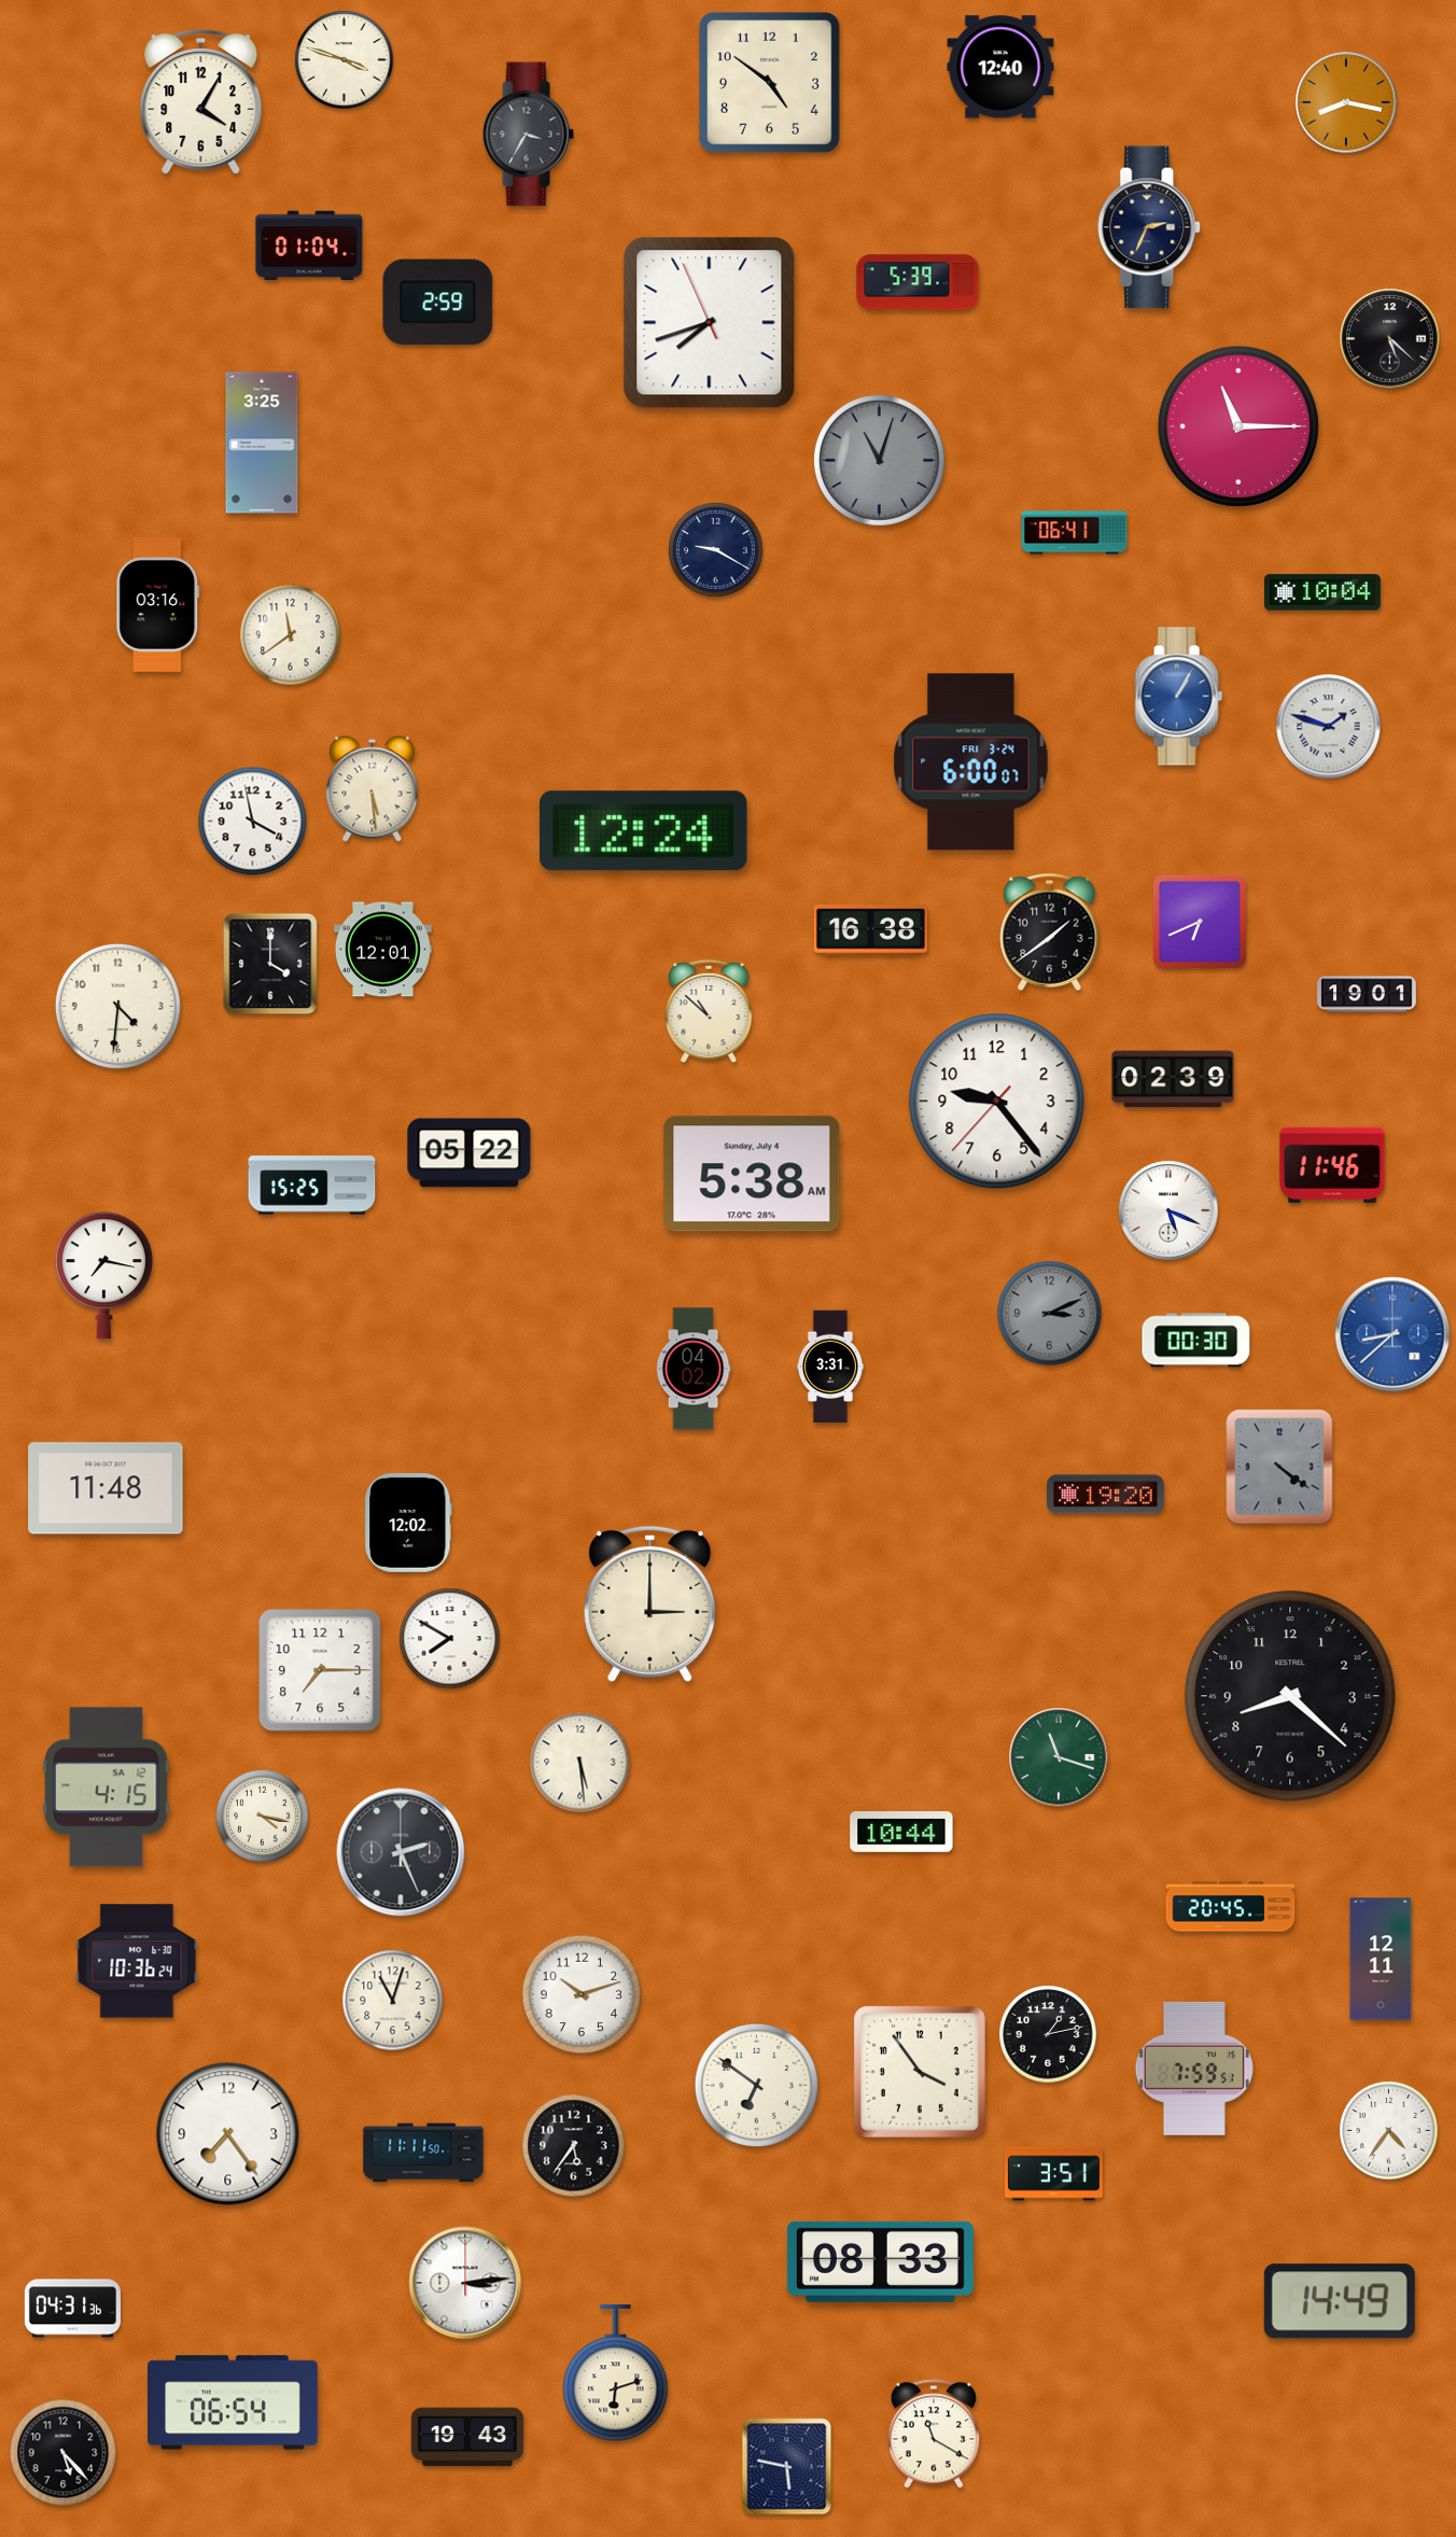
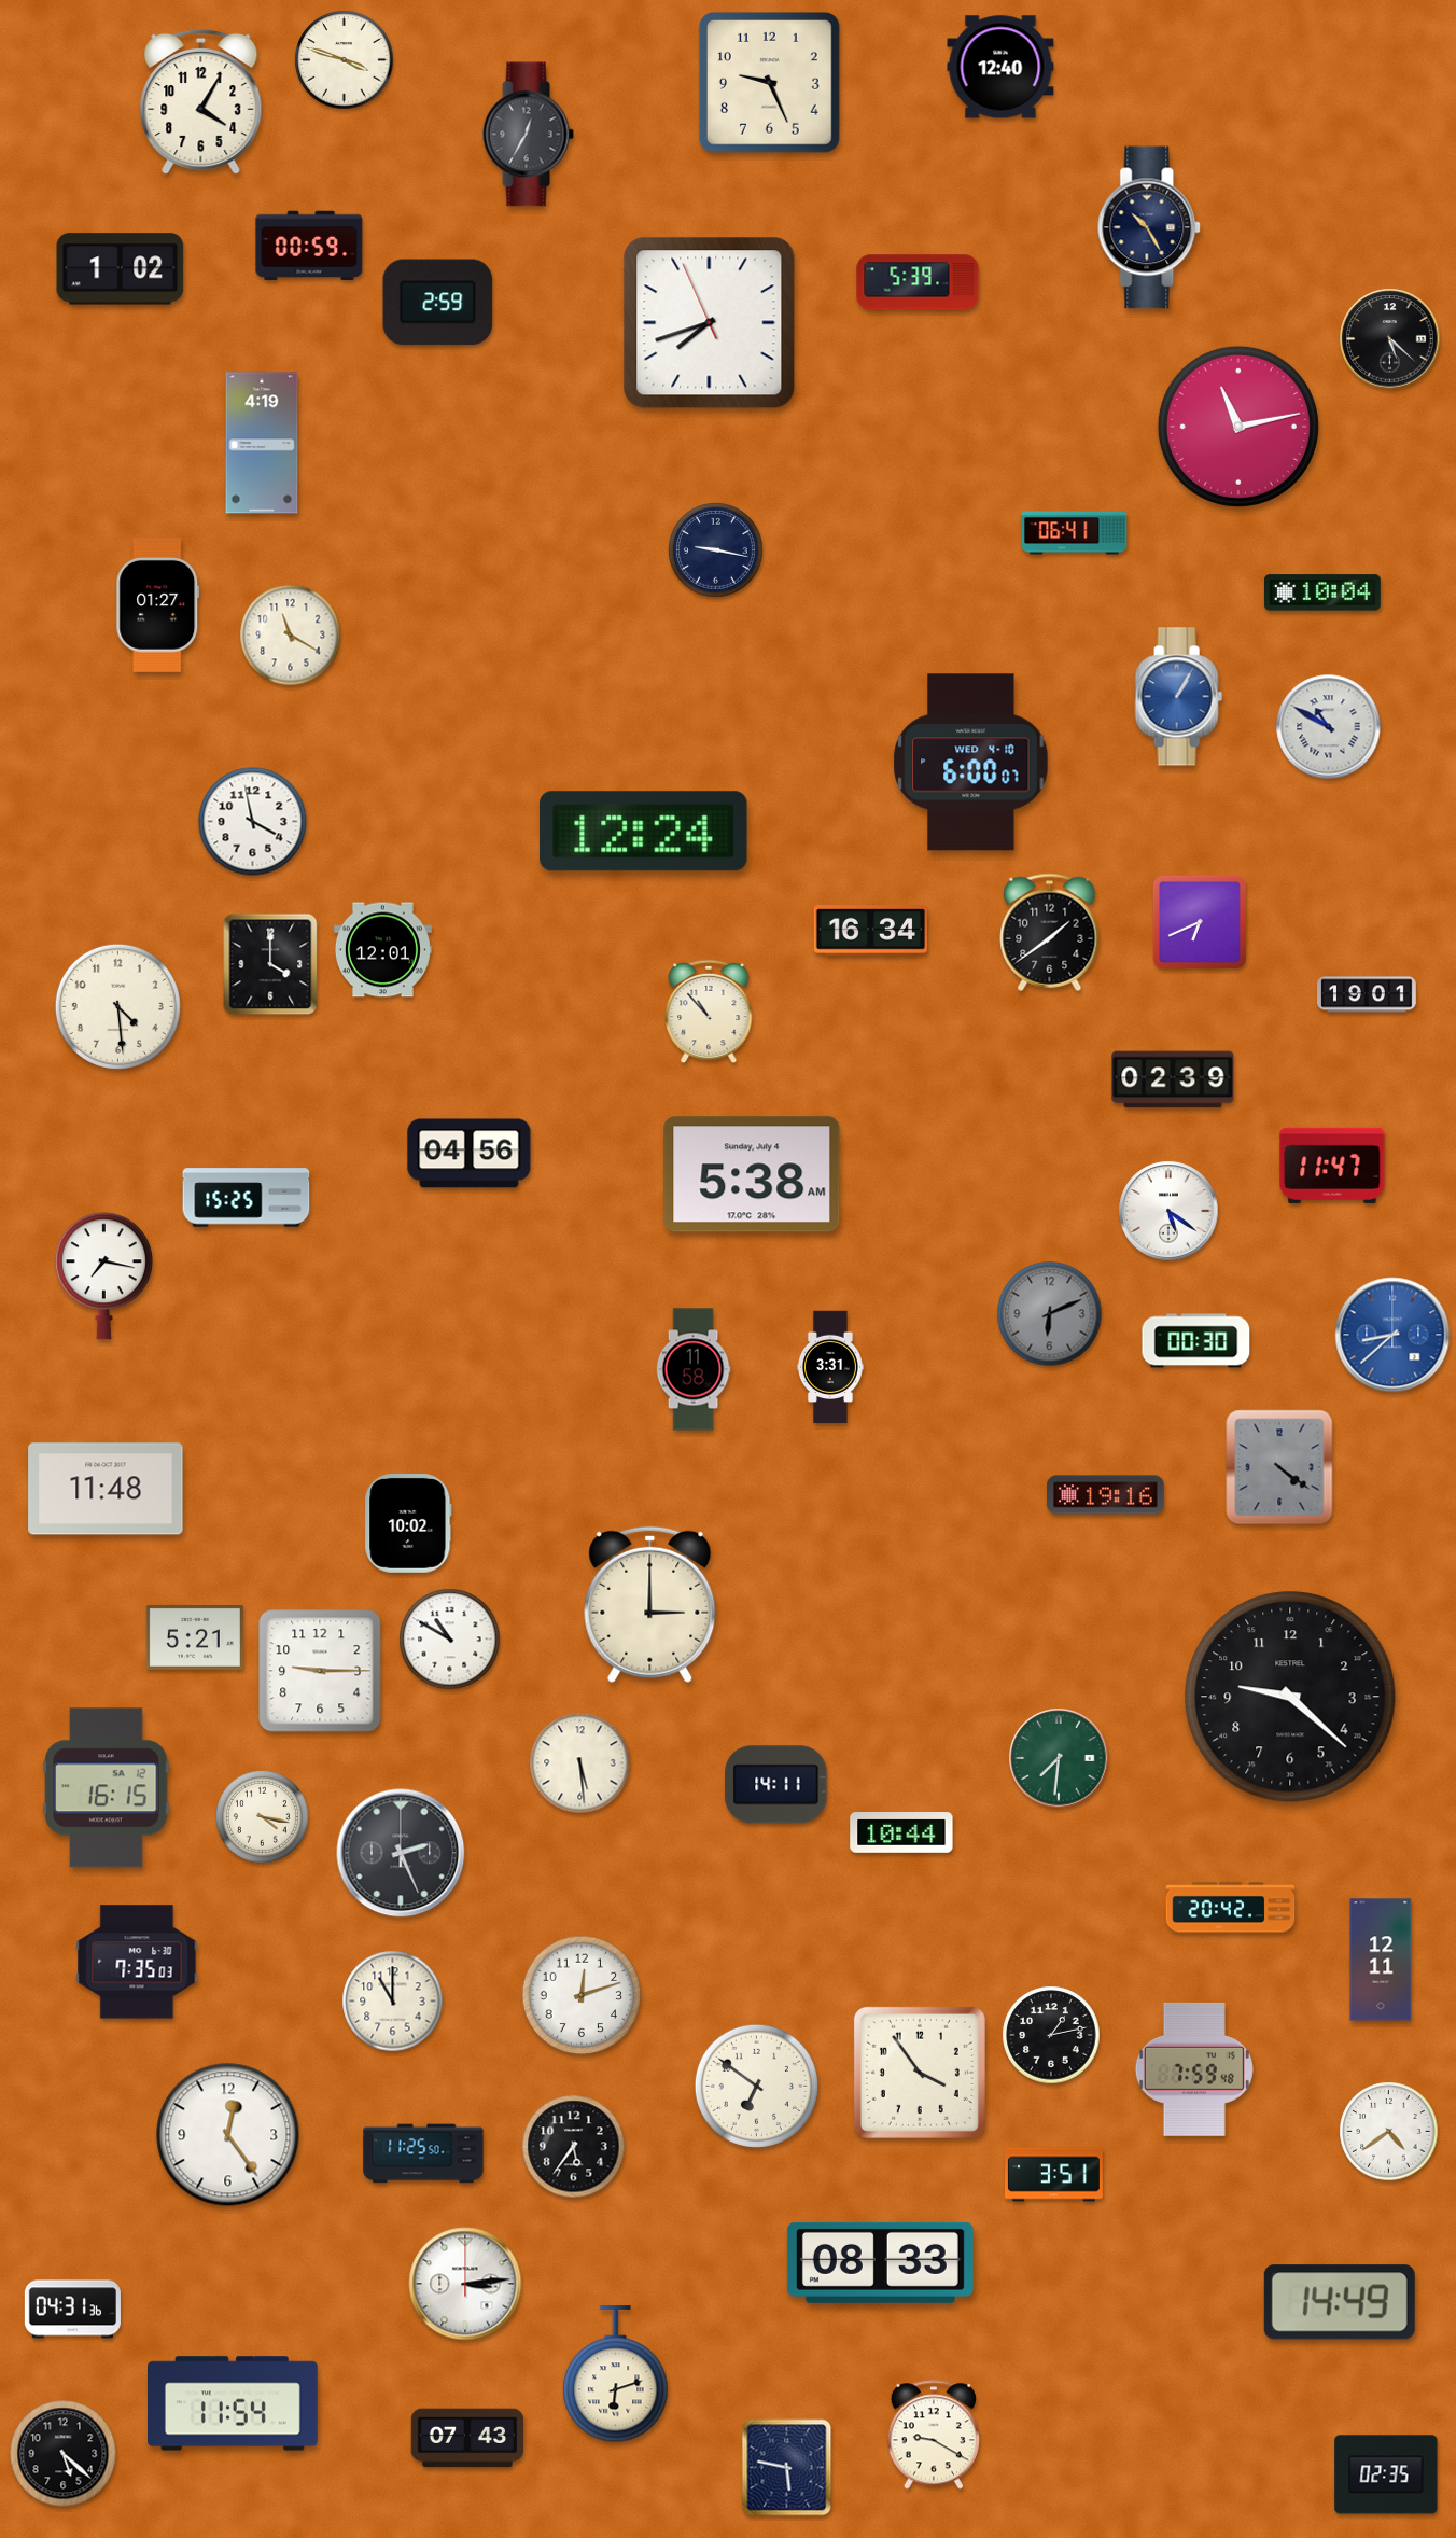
clock at (770, 83): 4:51 -> 9:26
clock at (1346, 102): 8:17 -> none
clock at (528, 135): 3:35 -> 12:35
clock at (1150, 227): 2:34 -> 10:25
clock at (309, 246): 01:04 -> 00:59
clock at (121, 269): none -> 1:02
clock at (1238, 426): 11:15 -> 11:13
clock at (262, 443): 3:25 -> 4:19
clock at (880, 461): 11:03 -> none
clock at (716, 550): 9:20 -> 9:17
clock at (158, 605): 03:16 -> 01:27
clock at (291, 635): 11:39 -> 11:20
clock at (1329, 727): 1:48 -> 10:50
clock at (971, 762) date: FRI 3-24 -> WED 4-10
clock at (373, 789): 5:29 -> none
clock at (870, 930): 16:38 -> 16:34
clock at (117, 1006): 4:31 -> 4:29
clock at (709, 1011): 10:52 -> 10:53
clock at (997, 1102): 9:23 -> none
clock at (470, 1153): 05:22 -> 04:56
clock at (1332, 1165): 11:46 -> 11:47
clock at (312, 1186) position: (312, 1186) -> (247, 1198)
clock at (1168, 1210): 5:19 -> 5:21
clock at (1050, 1314): 3:11 -> 6:11
clock at (694, 1369): 04:02 -> 11:58
clock at (1106, 1495): 19:20 -> 19:16
clock at (408, 1524): 12:02 -> 10:02
clock at (195, 1637): none -> 5:21
clock at (450, 1639): 7:50 -> 10:50
clock at (320, 1670): 7:15 -> 9:15
clock at (1290, 1696): 8:22 -> 9:22
clock at (1059, 1757): 11:18 -> 7:31
clock at (776, 1785): none -> 14:11
clock at (107, 1788): 4:15 -> 16:15
clock at (1231, 1907): 20:45 -> 20:42
clock at (137, 1961): 10:36 -> 7:35
clock at (582, 1994): 10:12 -> 12:12
clock at (393, 2001): 11:03 -> 11:00
clock at (1048, 2034) position: (1048, 2034) -> (1051, 2035)
clock at (1194, 2069): 7:59:51 -> 7:59:48
clock at (1389, 2131): 4:36 -> 4:39
clock at (228, 2134): 7:24 -> 12:24
clock at (423, 2153): 11:11 -> 11:25
clock at (234, 2402): 06:54 -> 11:54
clock at (934, 2434): 11:20 -> 9:20
clock at (467, 2437): 19:43 -> 07:43
clock at (64, 2453): 5:23 -> 5:22
clock at (1386, 2474): none -> 02:35
